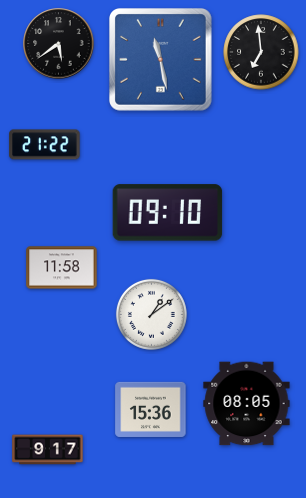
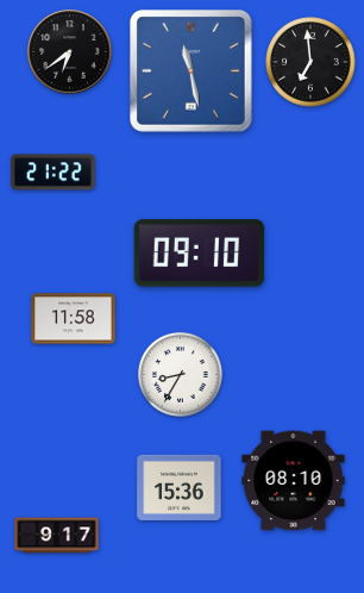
clock at (59, 44): 5:39 -> 6:39
clock at (151, 314): 1:09 -> 8:35
clock at (247, 404): 08:05 -> 08:10
